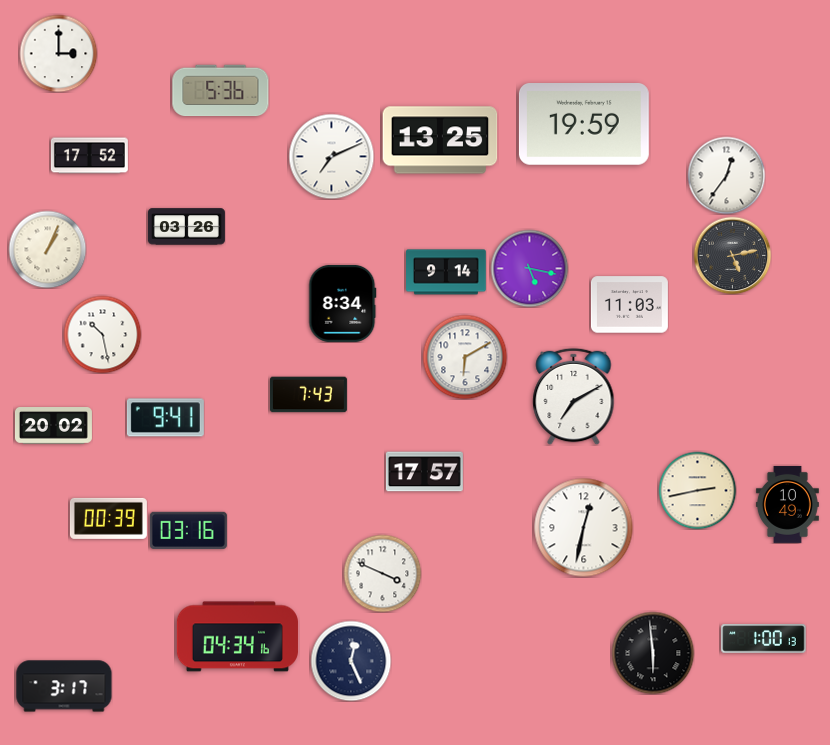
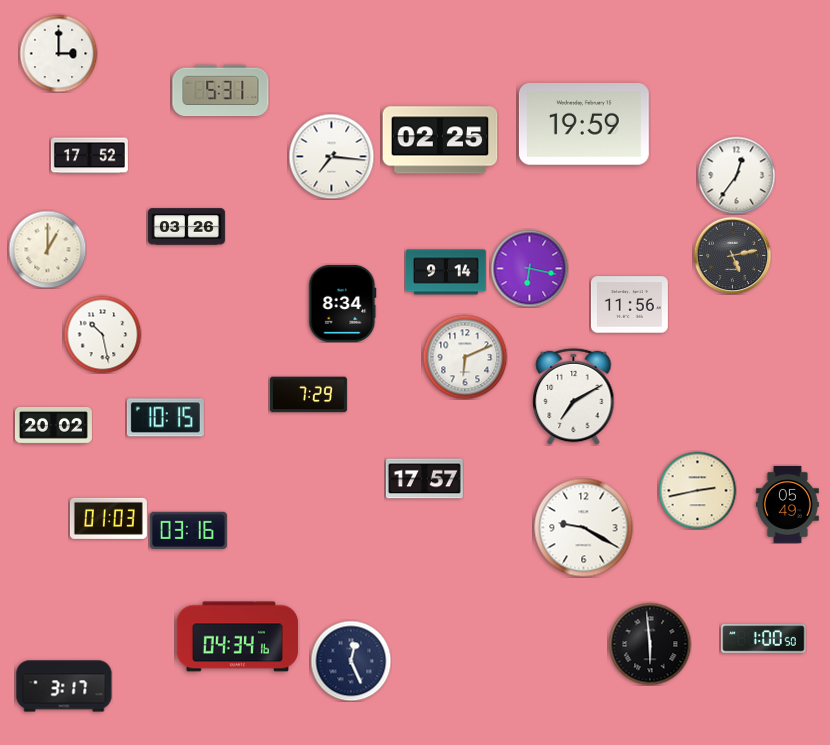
clock at (221, 91): 5:36 -> 5:31
clock at (440, 140): 13:25 -> 02:25
clock at (331, 156): 7:11 -> 7:16
clock at (726, 175) position: (726, 175) -> (736, 175)
clock at (47, 249): 1:04 -> 1:00
clock at (529, 268): 5:17 -> 6:17
clock at (629, 305): 11:03 -> 11:56
clock at (465, 357): 6:10 -> 6:11
clock at (308, 395): 7:43 -> 7:29
clock at (165, 418): 9:41 -> 10:15
clock at (424, 472) position: (424, 472) -> (424, 479)
clock at (787, 504): 10:49 -> 05:49
clock at (108, 518): 00:39 -> 01:03
clock at (584, 528): 12:32 -> 9:20
clock at (382, 573): 3:49 -> none
clock at (764, 639): 1:00:13 -> 1:00:50
clock at (653, 653) position: (653, 653) -> (650, 644)
